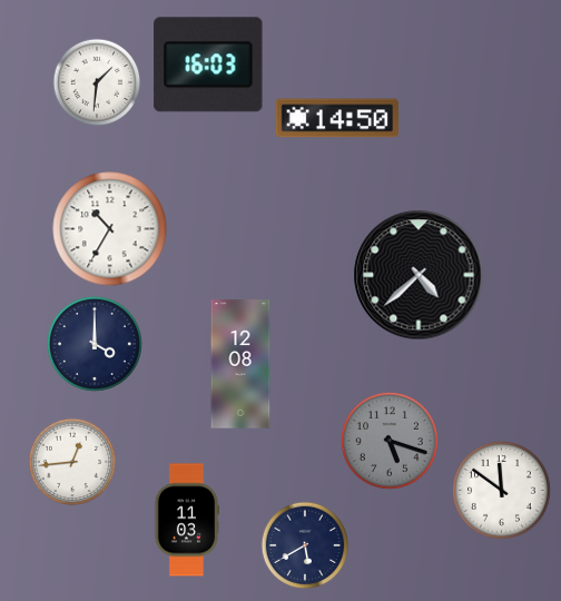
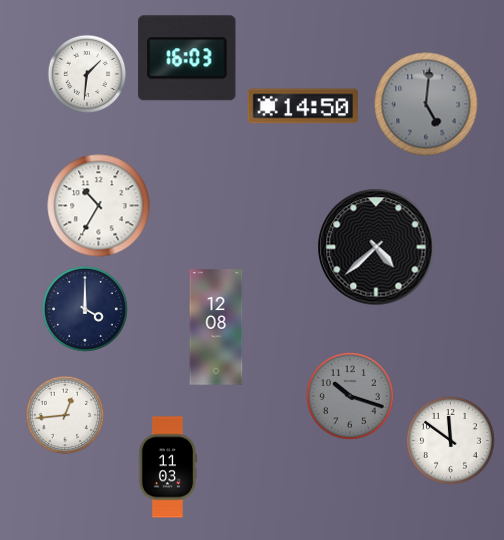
clock at (426, 104): none -> 5:01
clock at (390, 441): 5:18 -> 10:18
clock at (305, 545): 5:40 -> none
